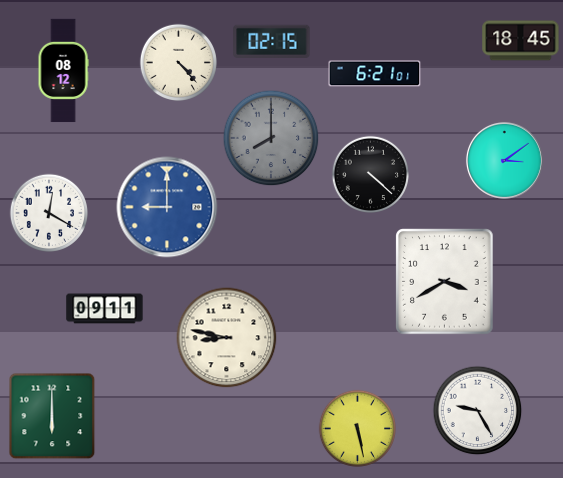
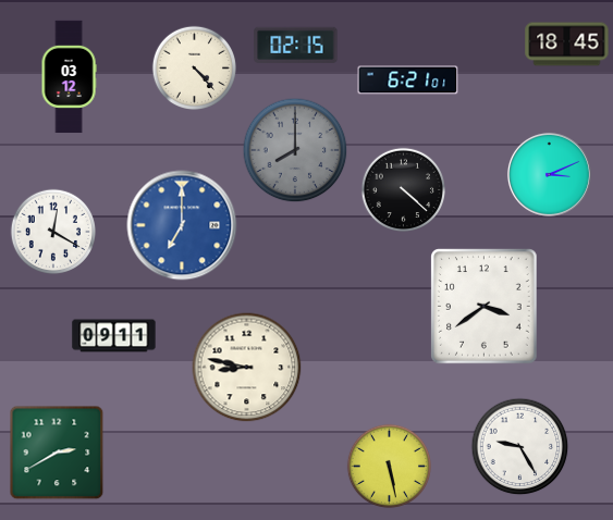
clock at (63, 71): 08:12 -> 03:12
clock at (504, 160): 3:09 -> 3:11
clock at (167, 207): 9:00 -> 7:00
clock at (445, 282): 3:40 -> 3:39
clock at (52, 416): 6:00 -> 2:40
